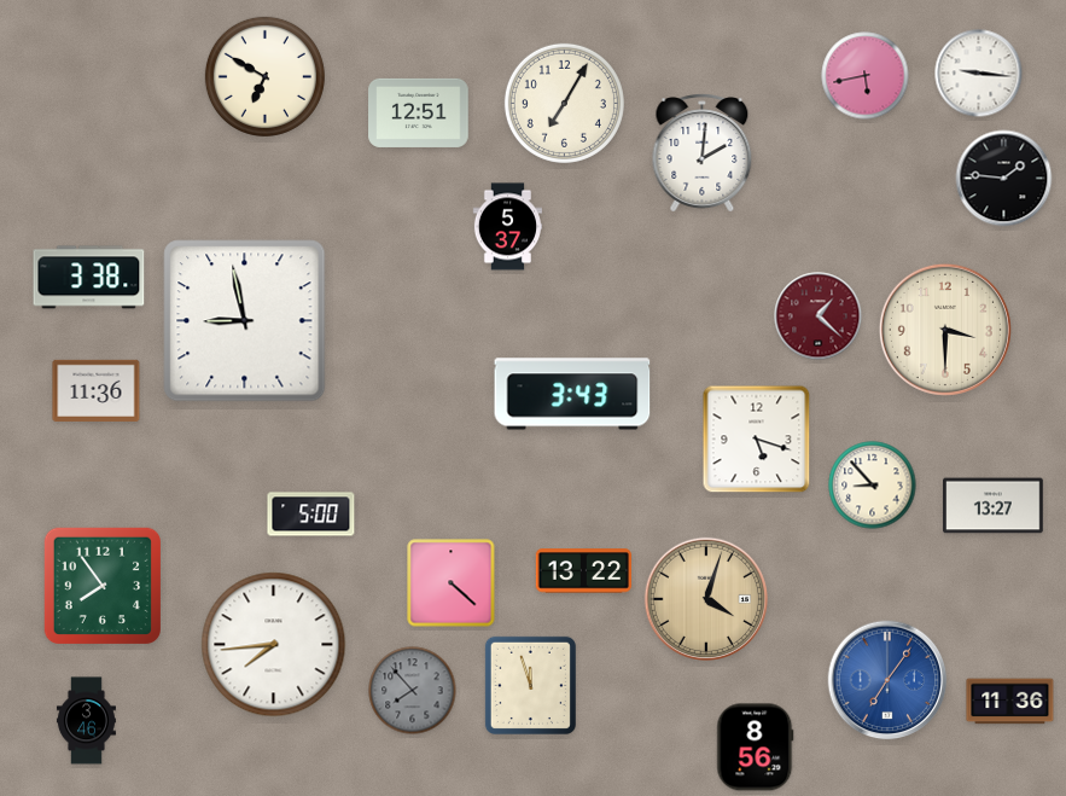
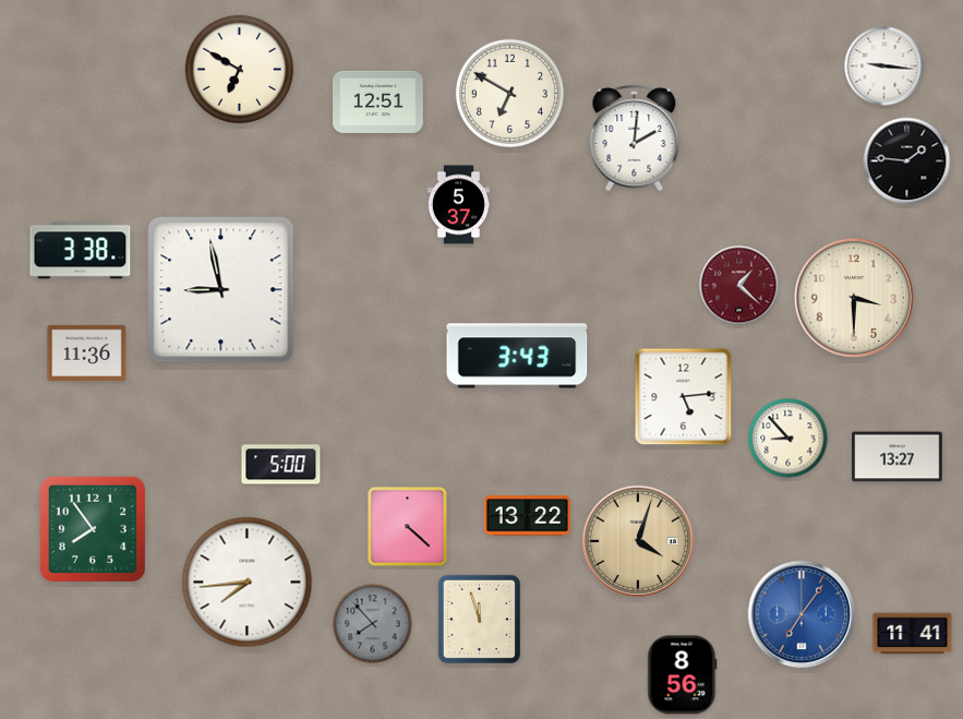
clock at (866, 76): 5:43 -> none
clock at (564, 103): 7:05 -> 6:50
clock at (757, 440): 5:18 -> 5:14
clock at (1010, 702): 11:36 -> 11:41
clock at (86, 721): 3:46 -> none
